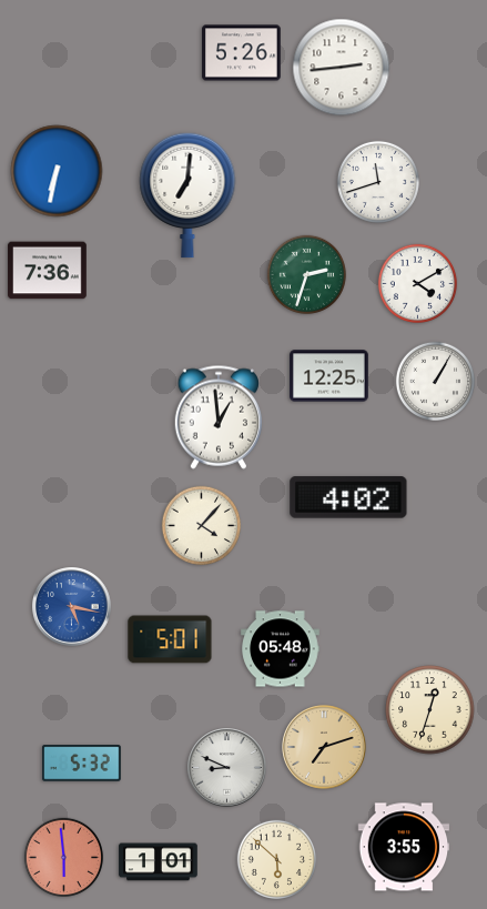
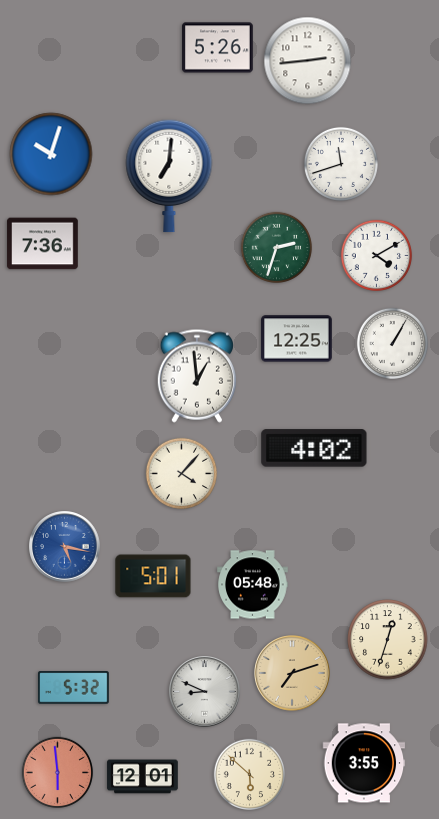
clock at (57, 171): 6:32 -> 10:03
clock at (159, 862): 1:01 -> 12:01
